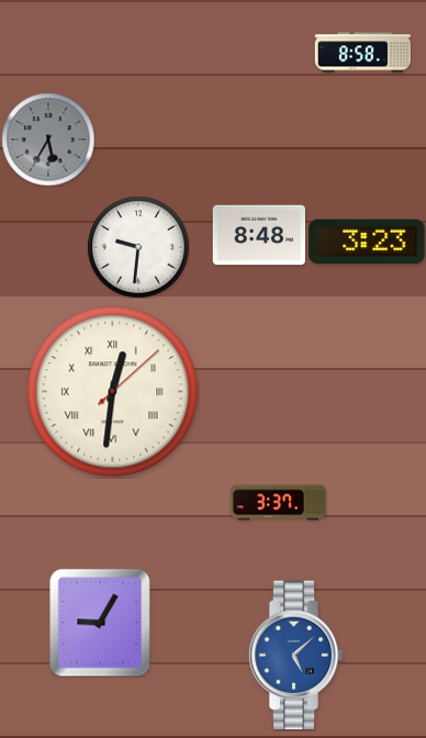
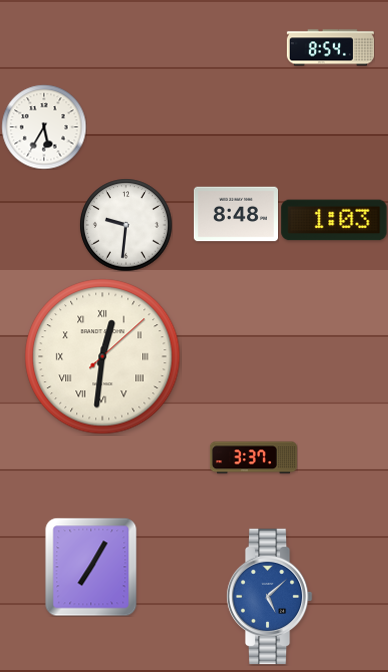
clock at (362, 53): 8:58 -> 8:54
clock at (48, 139) dial: grey -> white
clock at (367, 242): 3:23 -> 1:03
clock at (100, 623): 9:05 -> 7:05
